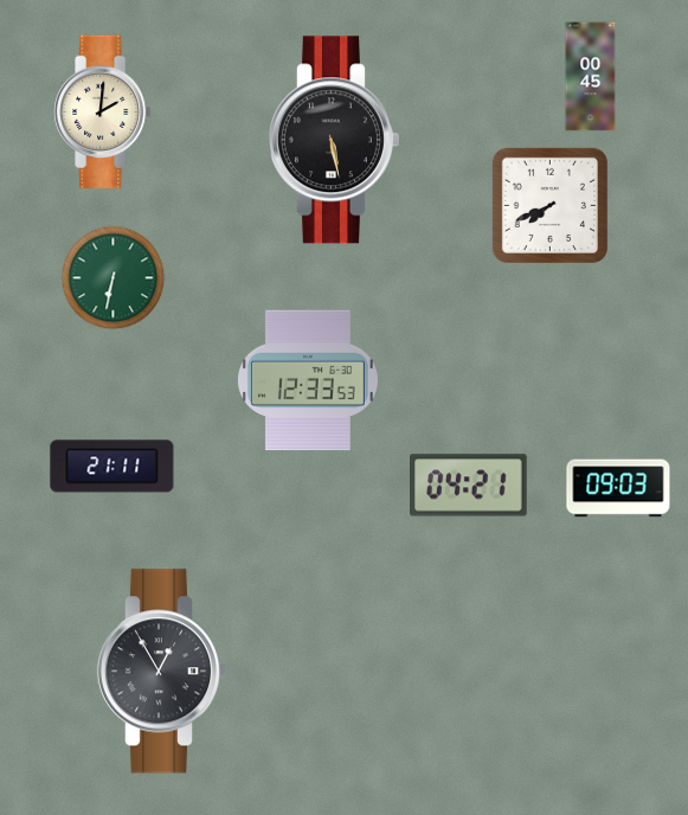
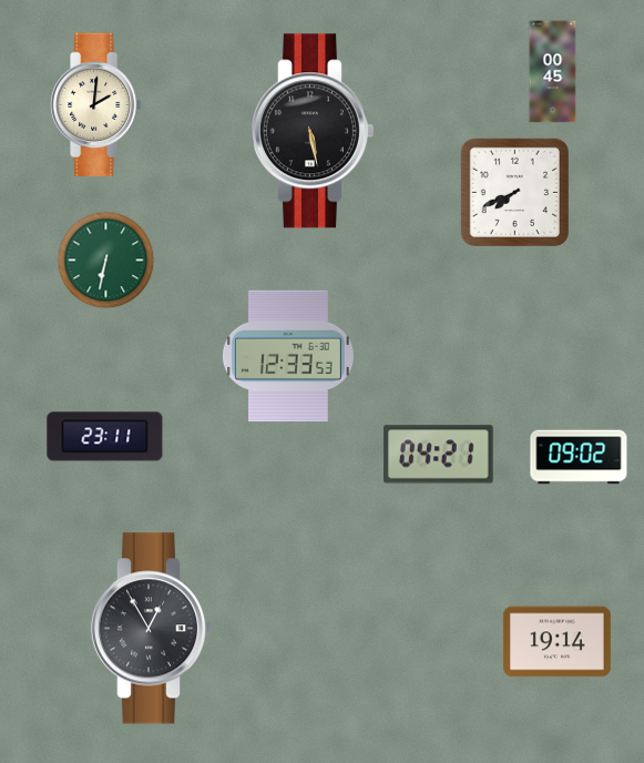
clock at (112, 467): 21:11 -> 23:11
clock at (618, 488): 09:03 -> 09:02
clock at (556, 642): none -> 19:14
